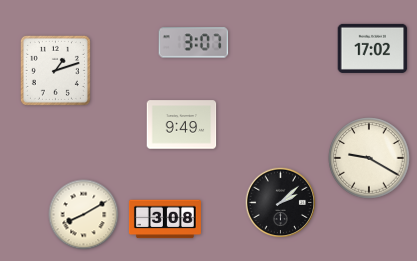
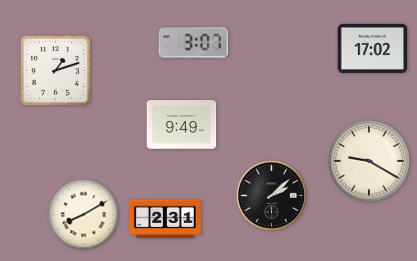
clock at (369, 158) position: (369, 158) -> (369, 161)
clock at (281, 203) position: (281, 203) -> (272, 196)
clock at (165, 219): 3:08 -> 2:31
